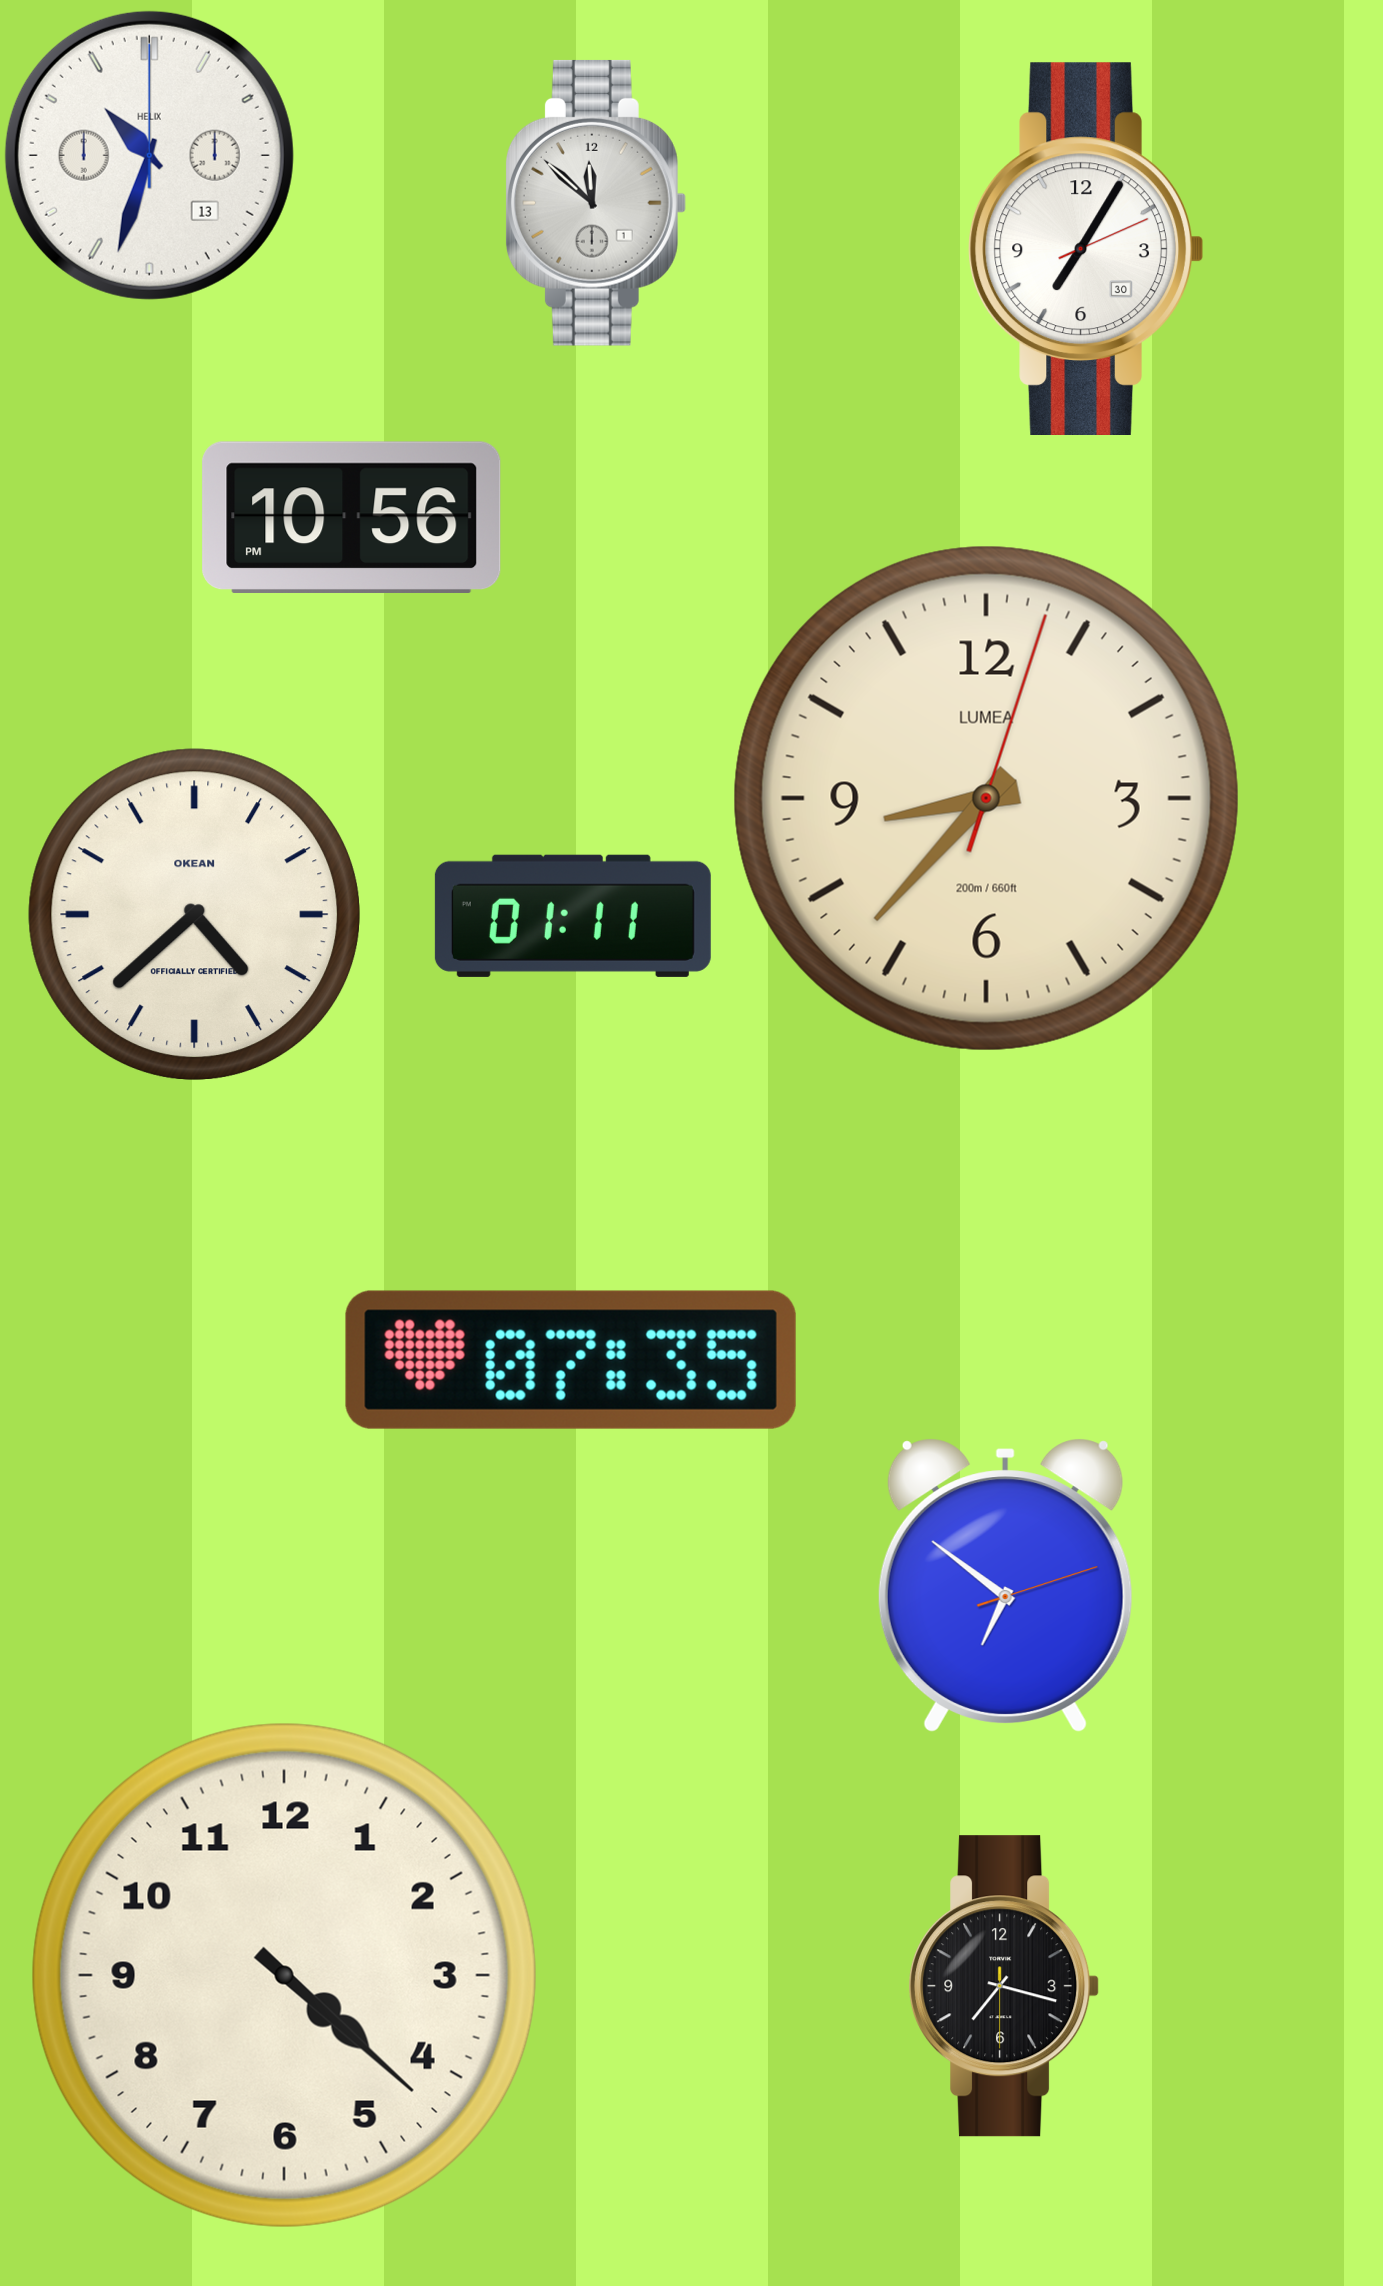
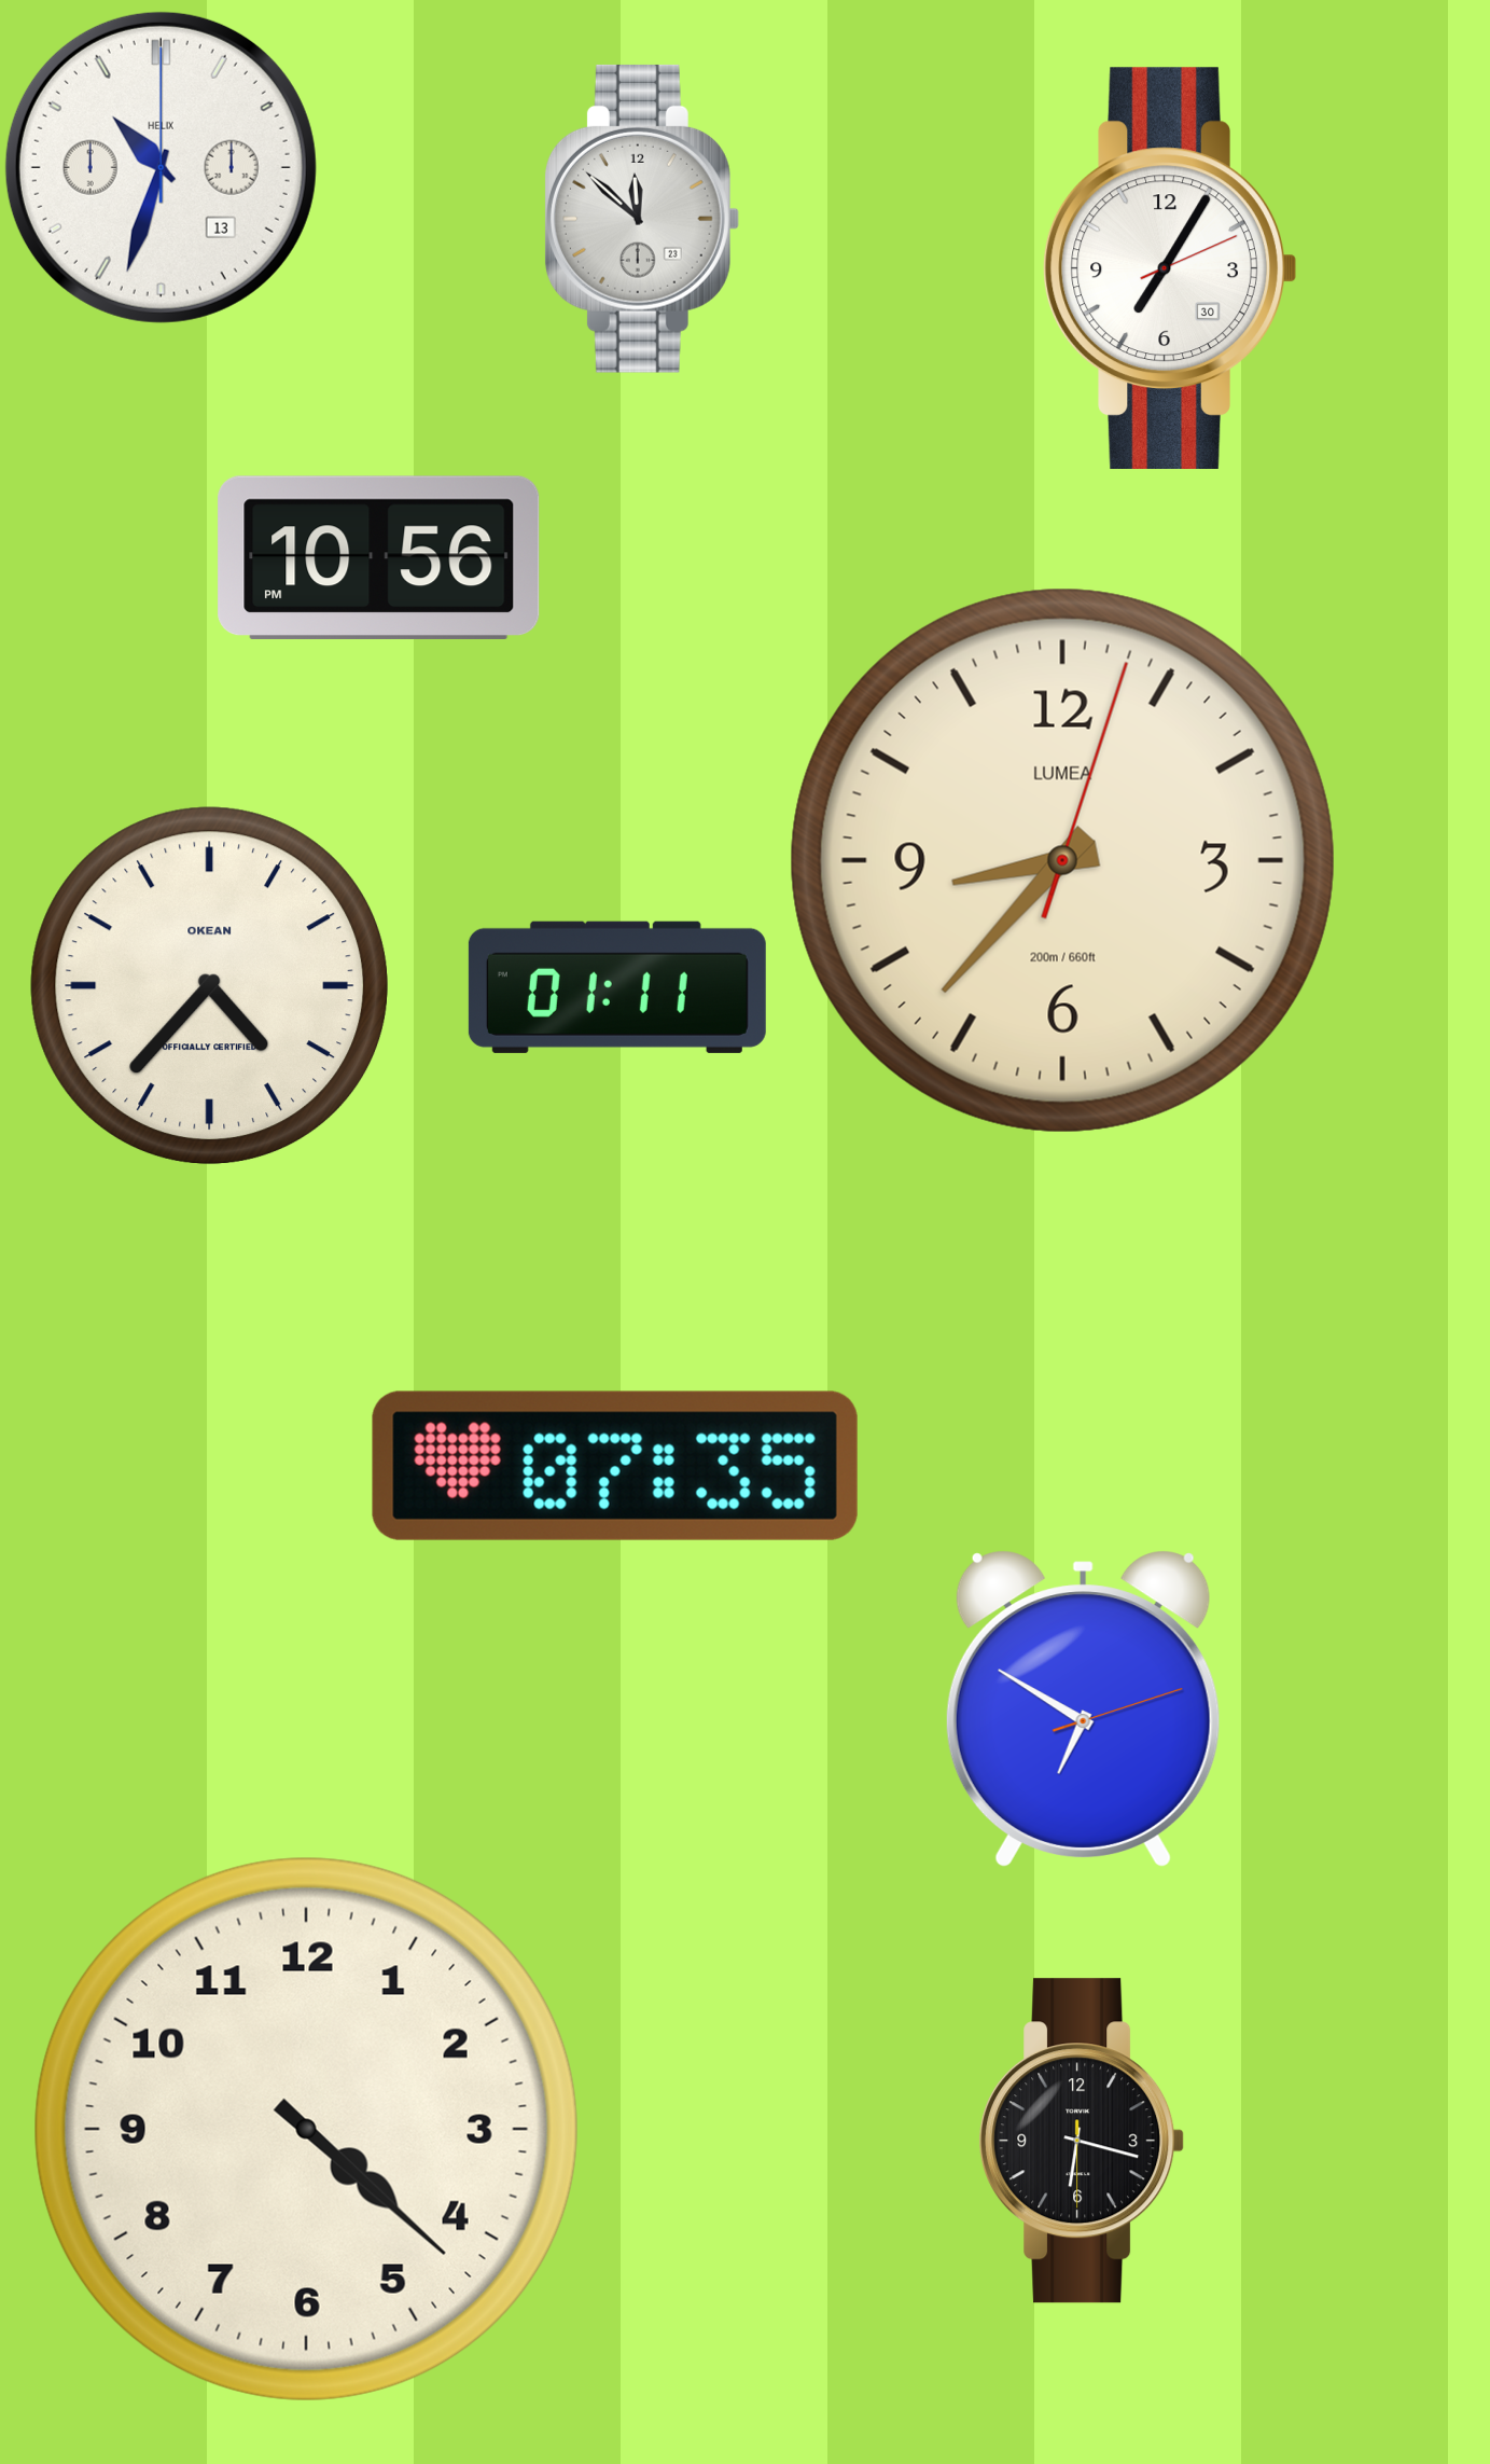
clock at (595, 203) date: 1 -> 23
clock at (194, 914): 4:38 -> 4:37
clock at (1005, 1585): 6:51 -> 6:50
clock at (1004, 1986): 7:17 -> 6:17
